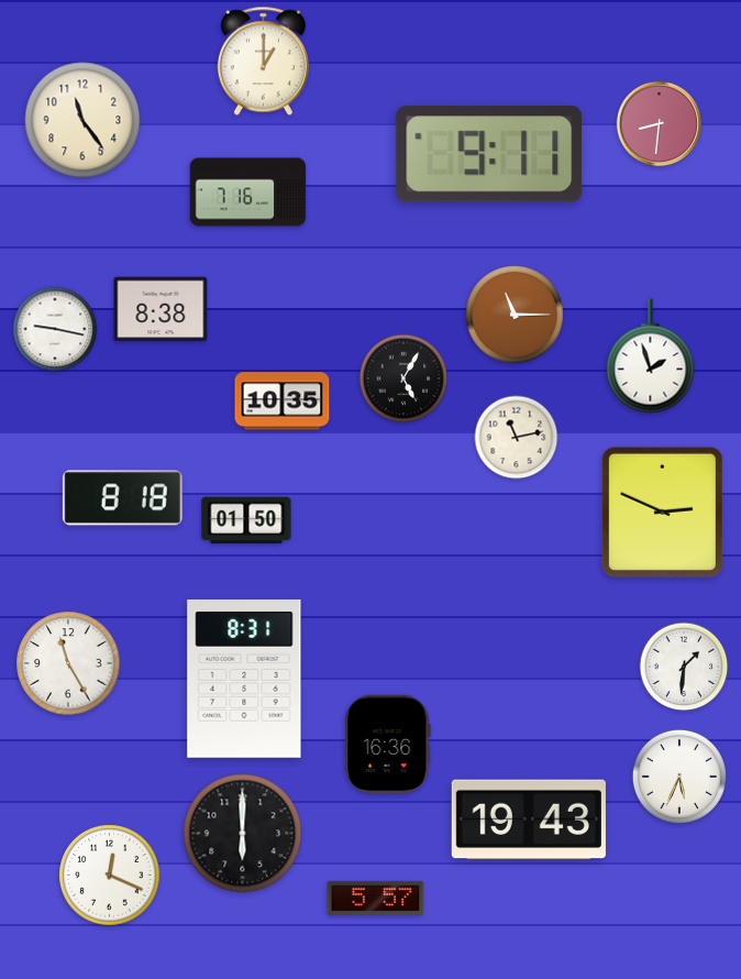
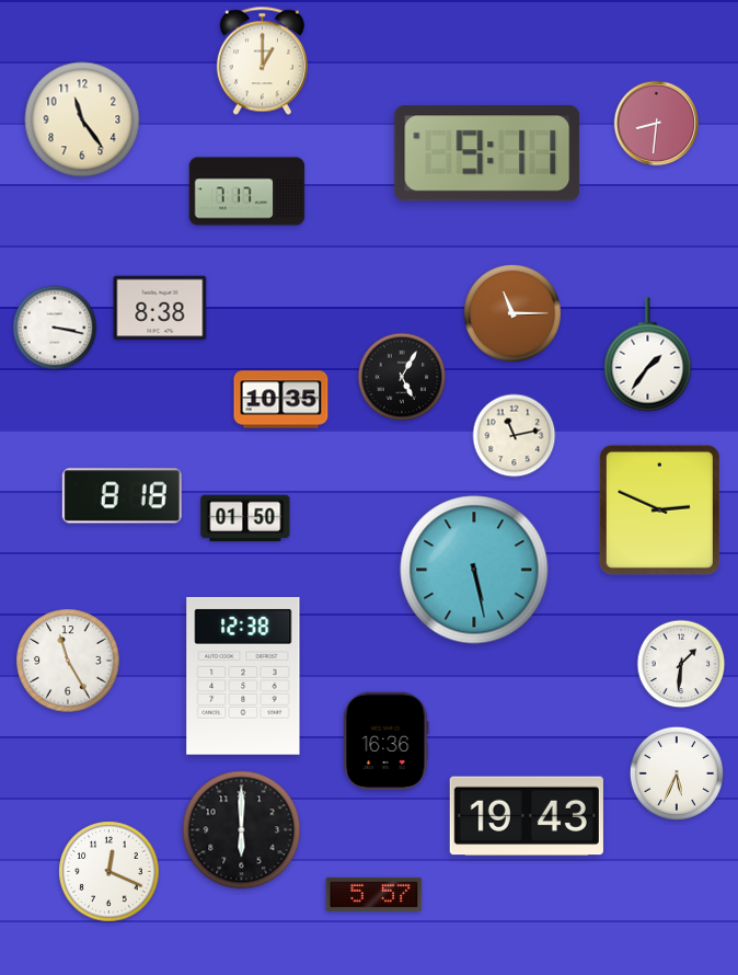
clock at (248, 193): 7:16 -> 7:17
clock at (55, 329): 9:17 -> 3:17
clock at (651, 356): 1:57 -> 1:36
clock at (474, 570): none -> 5:28
clock at (244, 679): 8:31 -> 12:38
